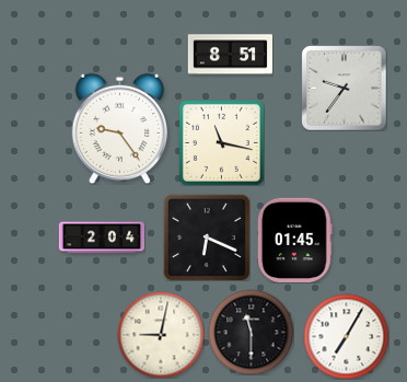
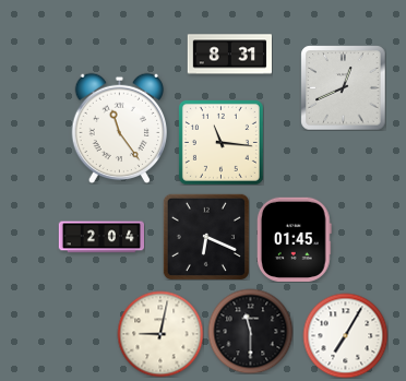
clock at (230, 55): 8:51 -> 8:31
clock at (344, 88): 9:36 -> 12:41
clock at (119, 128): 9:24 -> 11:24
clock at (221, 142): 11:17 -> 11:16
